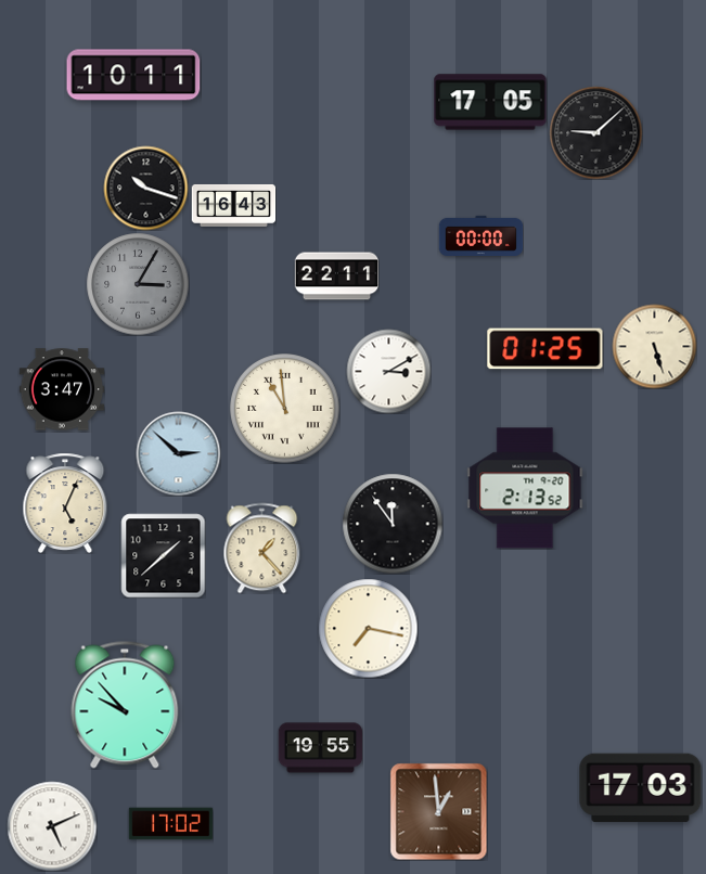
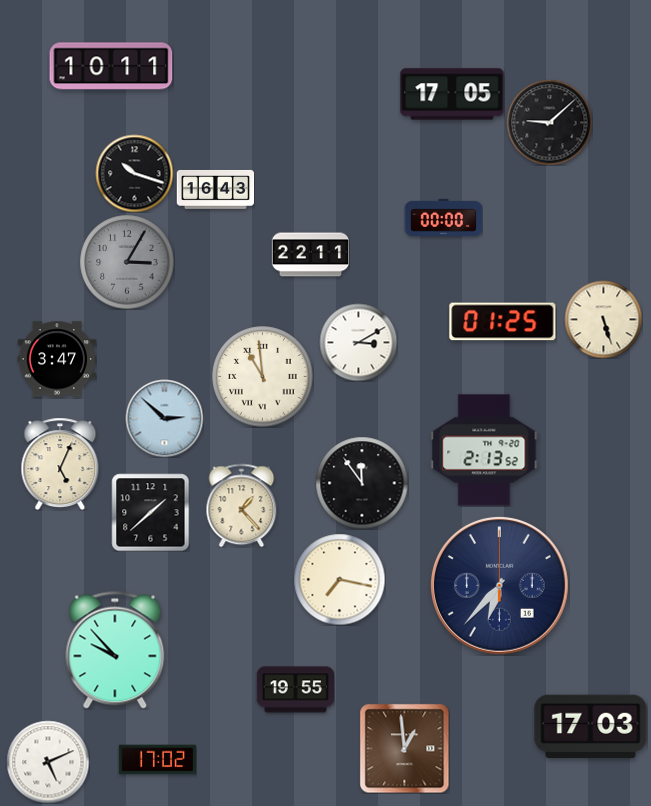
clock at (133, 75) position: (133, 75) -> (111, 66)
clock at (499, 585): none -> 6:37
